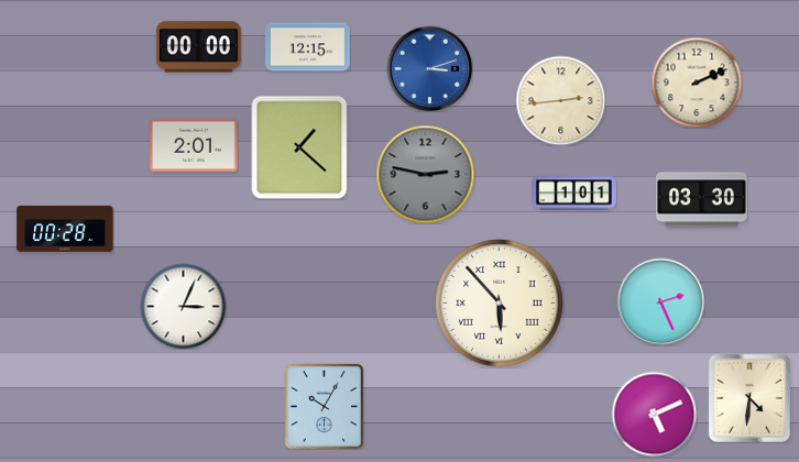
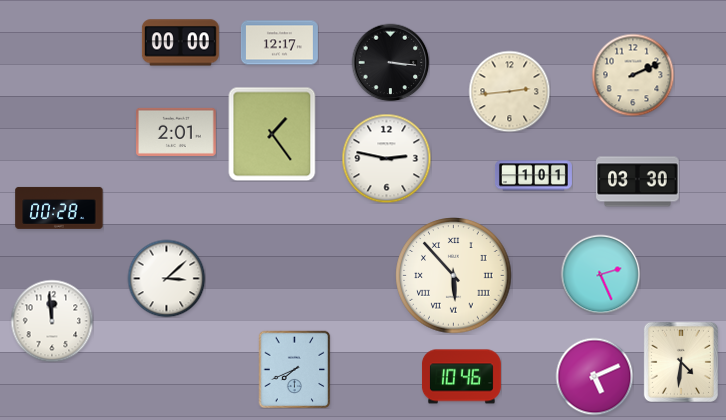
clock at (307, 47): 12:15 -> 12:17
clock at (429, 68): 3:12 -> 3:16
clock at (429, 68) dial: blue -> black
clock at (299, 147): 1:22 -> 1:24
clock at (425, 174) dial: grey -> white
clock at (573, 194) position: (573, 194) -> (533, 176)
clock at (183, 306): 3:04 -> 3:08
clock at (52, 321): none -> 11:59
clock at (325, 406): 10:05 -> 7:41
clock at (461, 377): none -> 10:46
